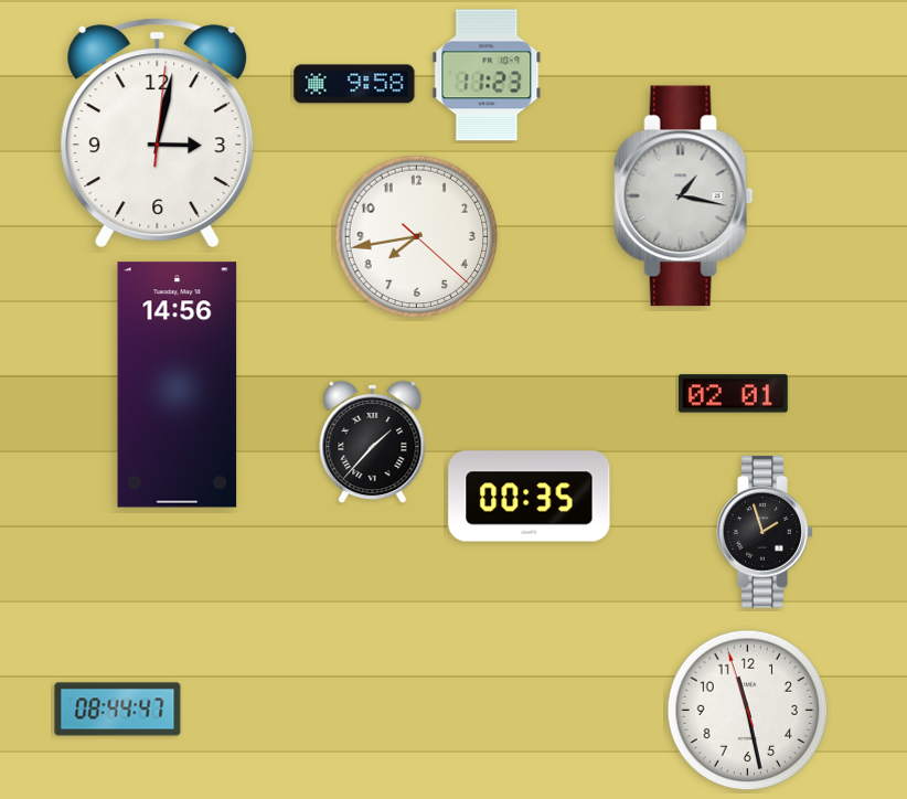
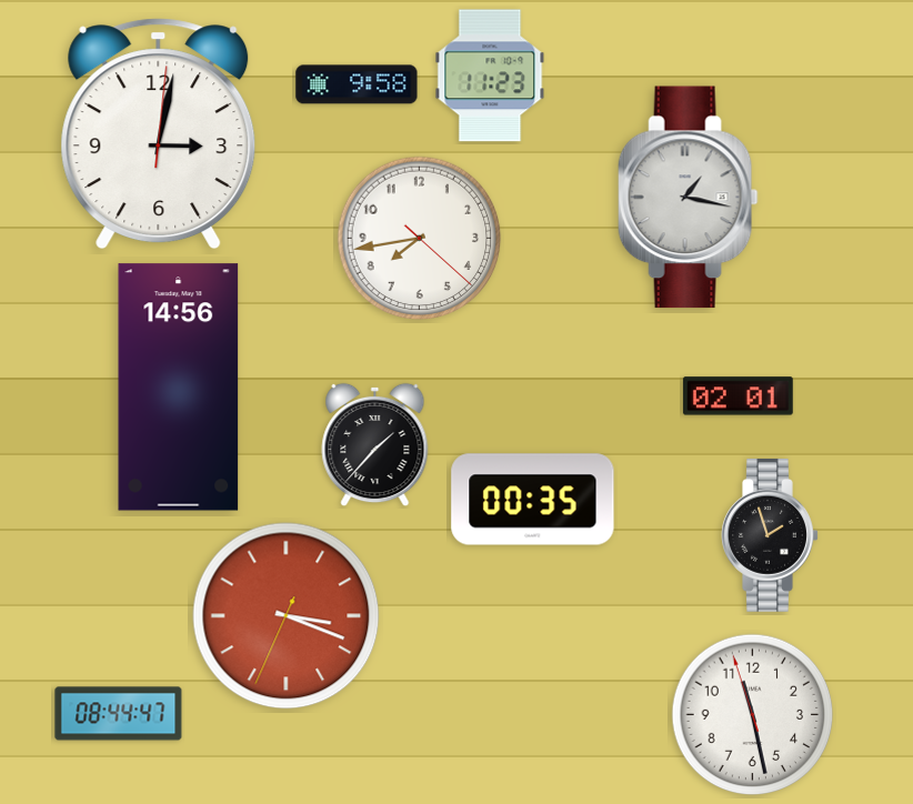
clock at (287, 616): none -> 3:18
